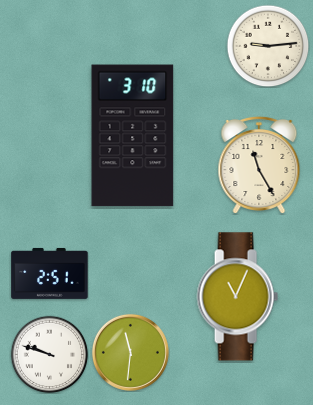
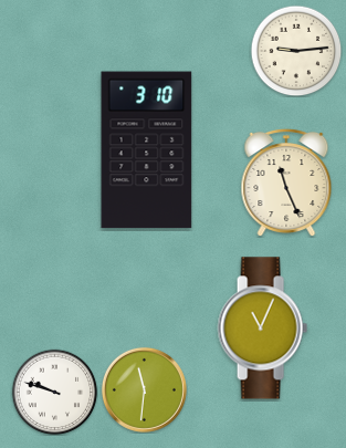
clock at (259, 164): 11:25 -> 11:26
clock at (50, 273): 2:51 -> none
